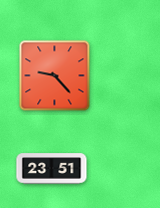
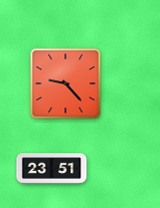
clock at (55, 76) position: (55, 76) -> (66, 84)
